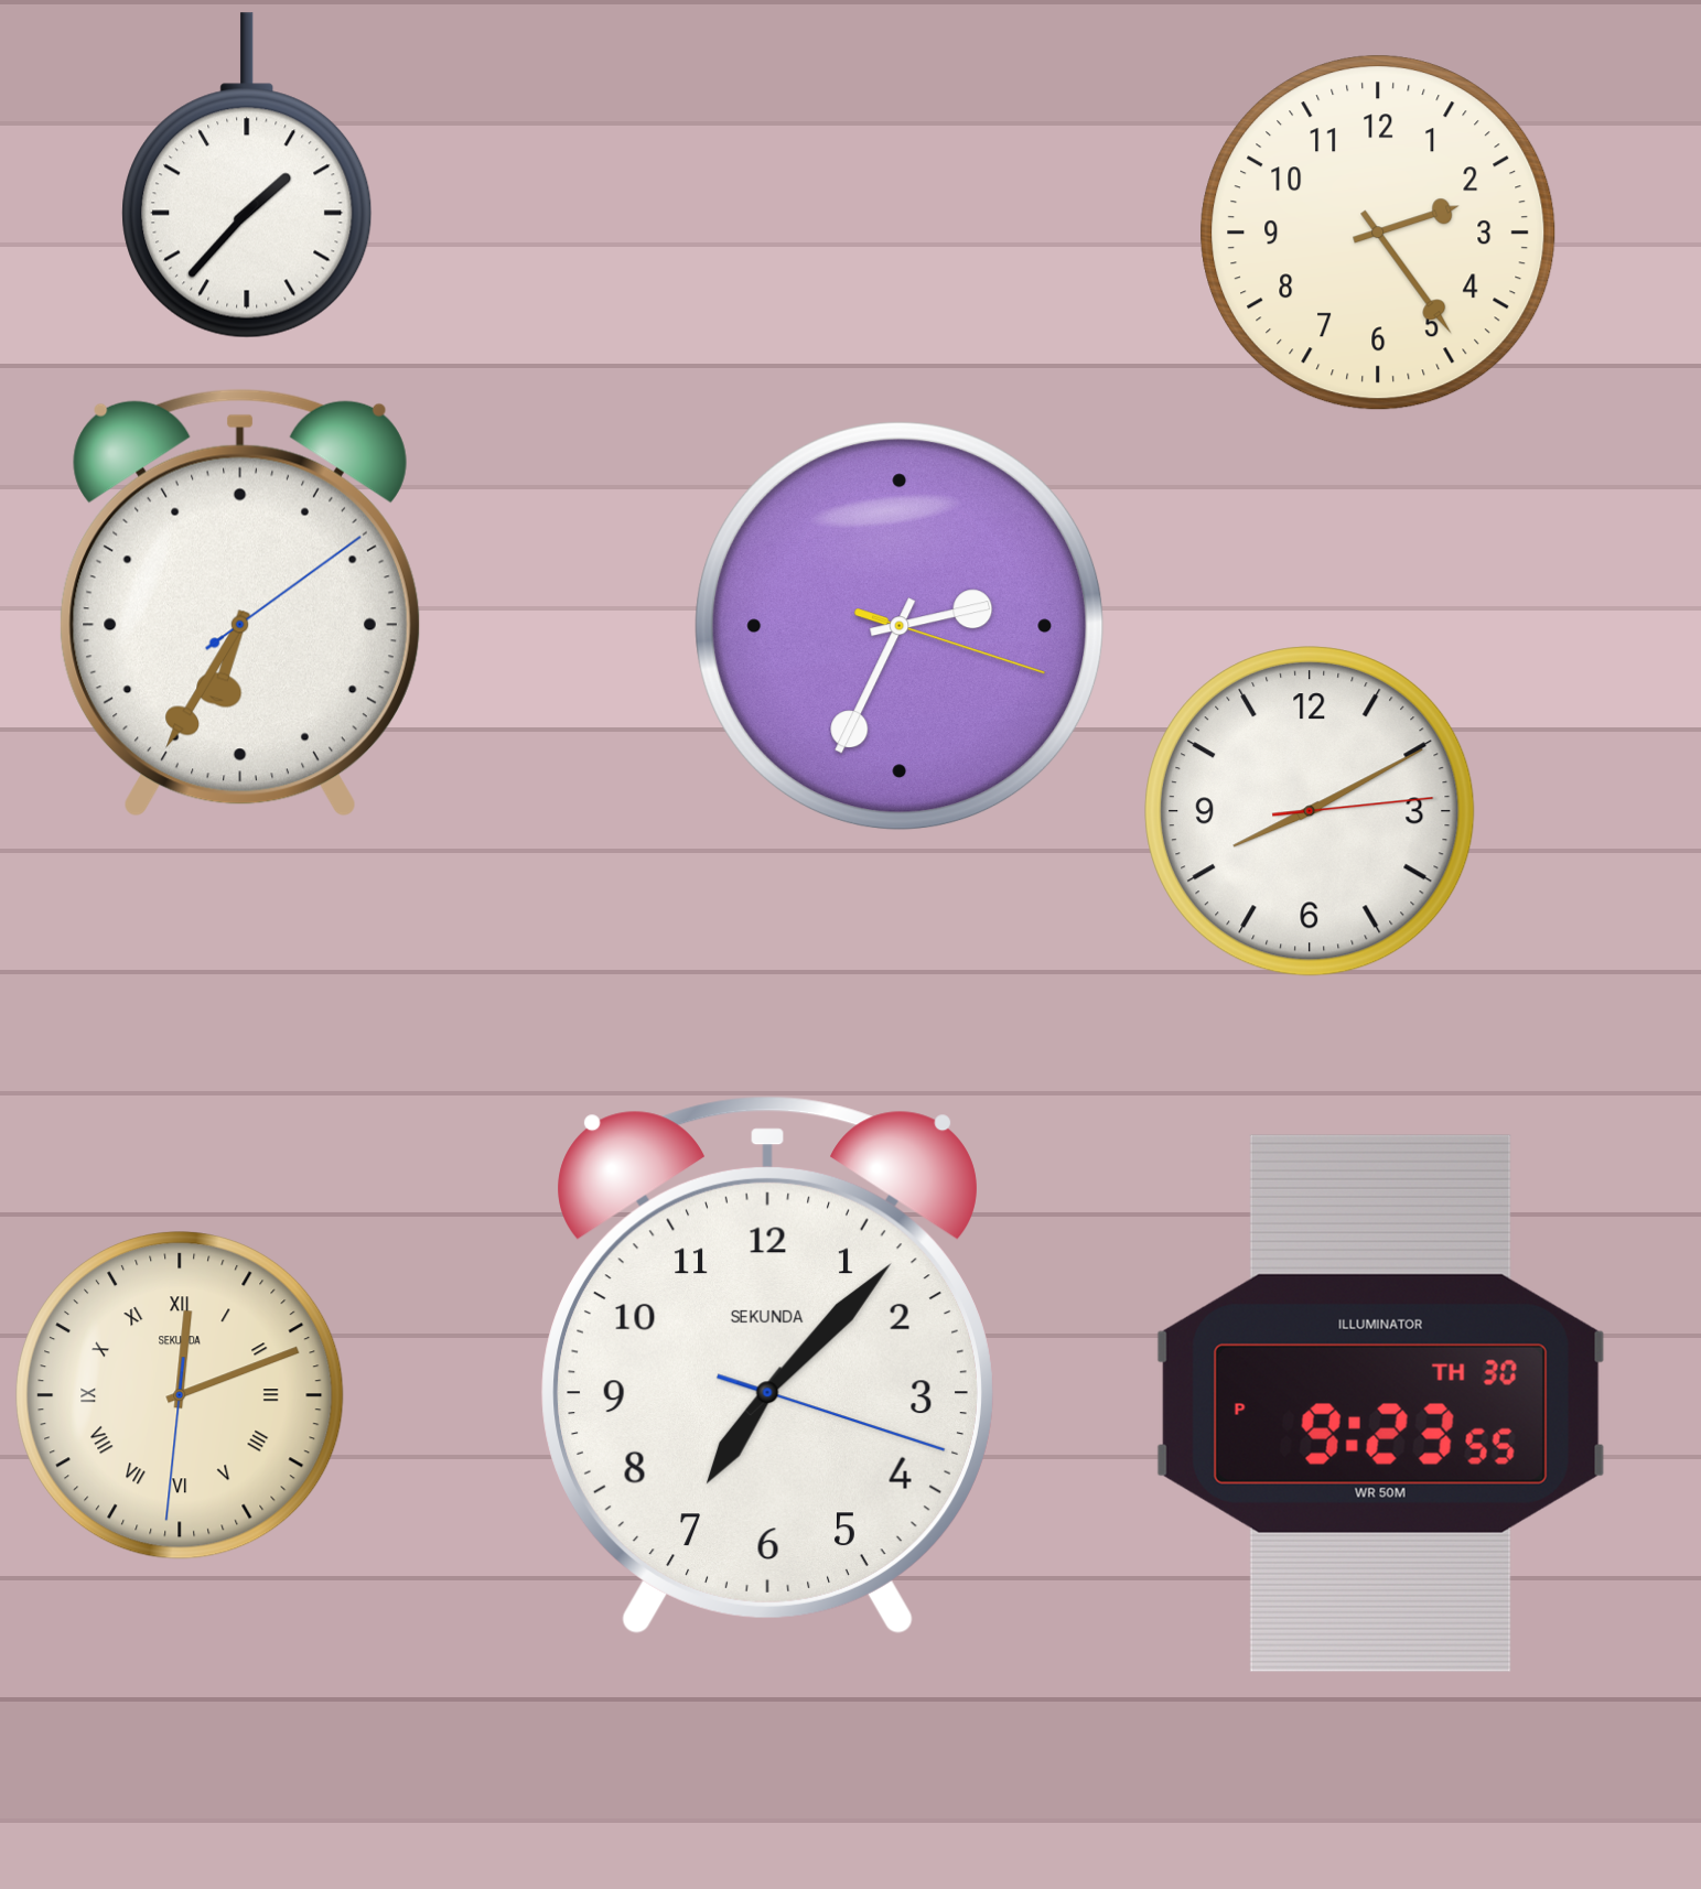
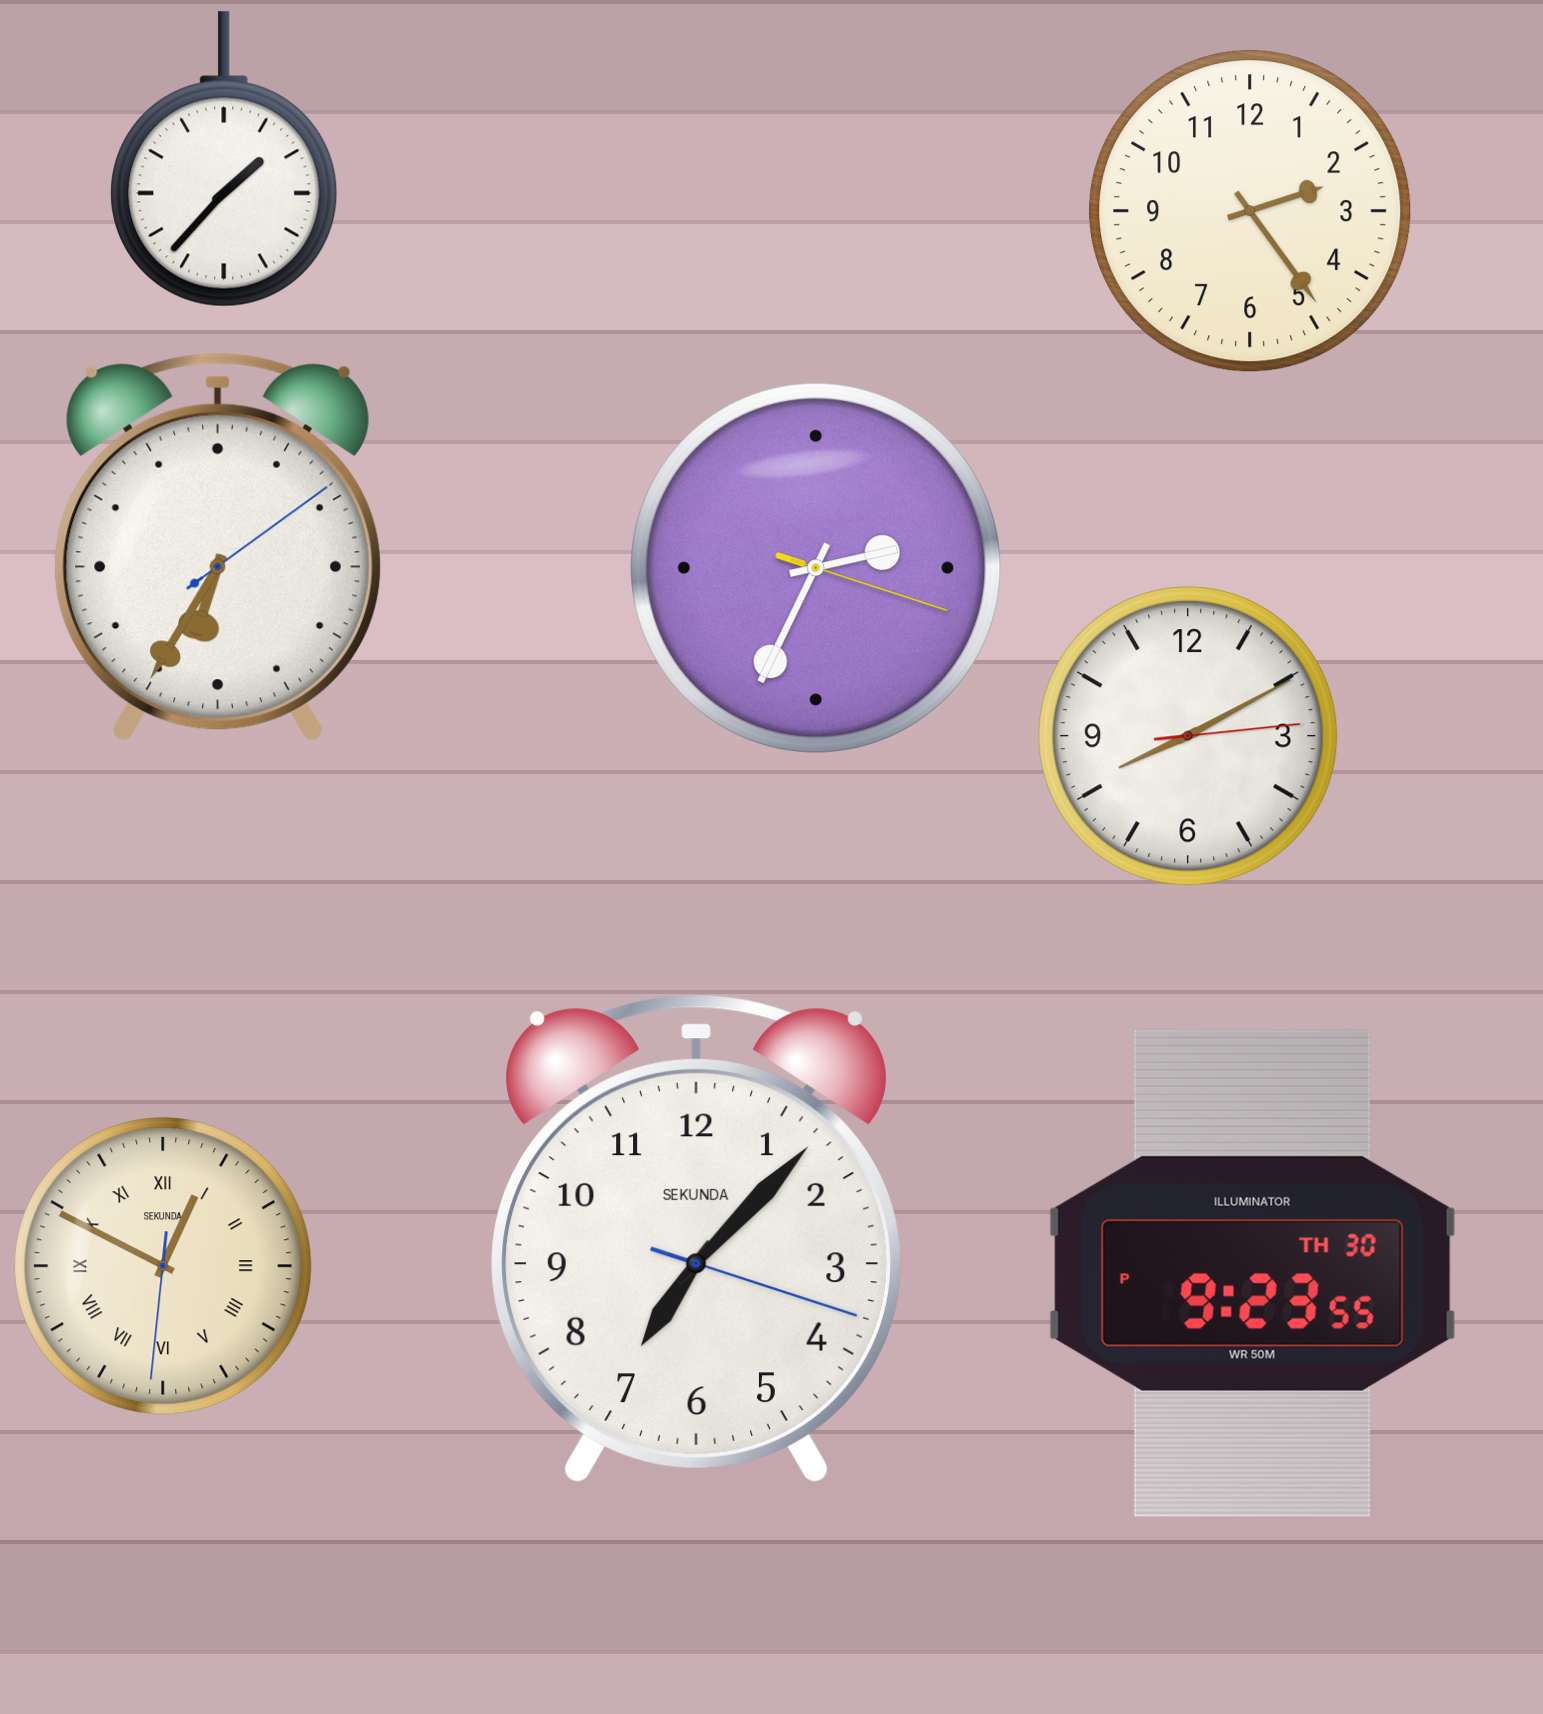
clock at (180, 1395): 12:11 -> 12:49
